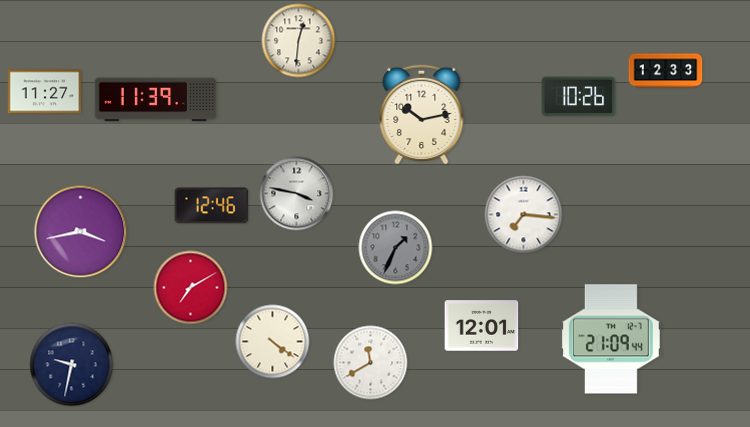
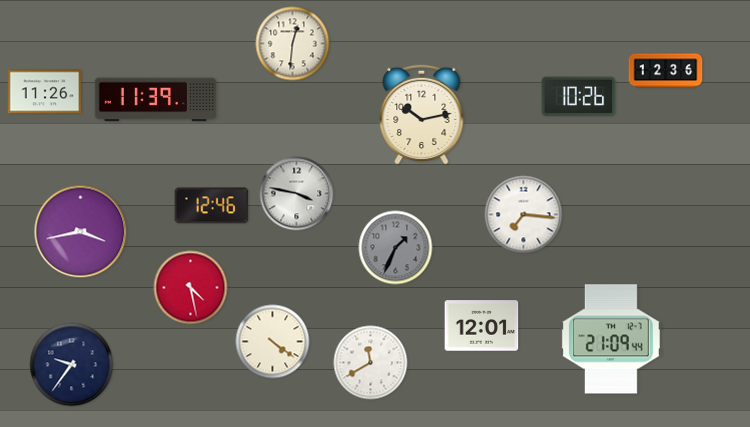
clock at (299, 41) position: (299, 41) -> (293, 44)
clock at (666, 71): 12:33 -> 12:36
clock at (45, 92): 11:27 -> 11:26
clock at (191, 288): 7:10 -> 4:28
clock at (72, 365): 9:32 -> 9:36
